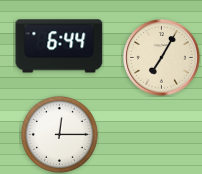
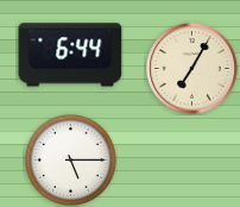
clock at (59, 134): 12:15 -> 5:15
